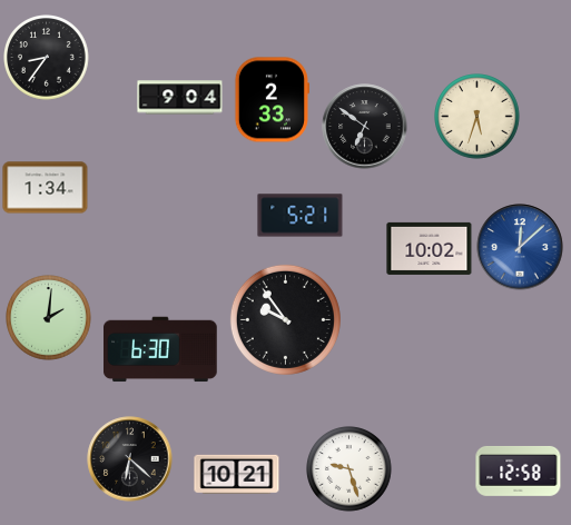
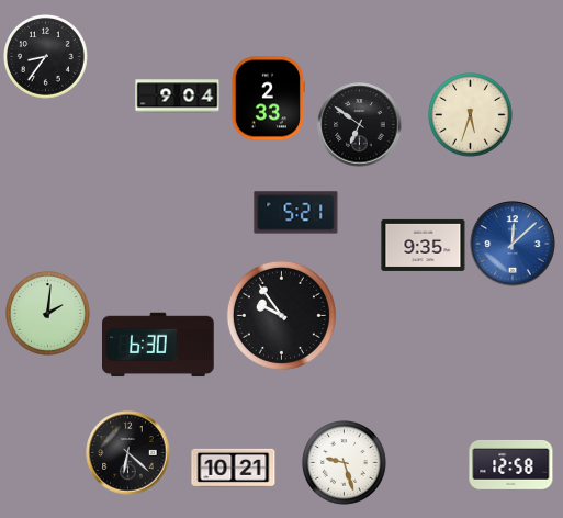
clock at (46, 188): 1:34 -> none
clock at (430, 248): 10:02 -> 9:35
